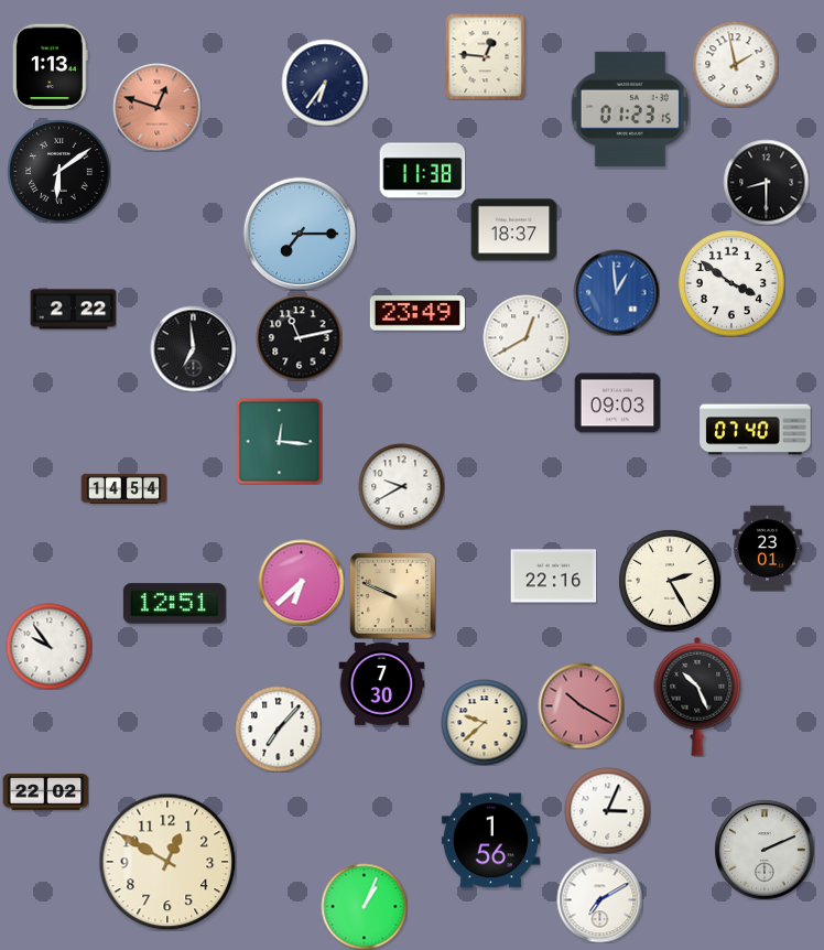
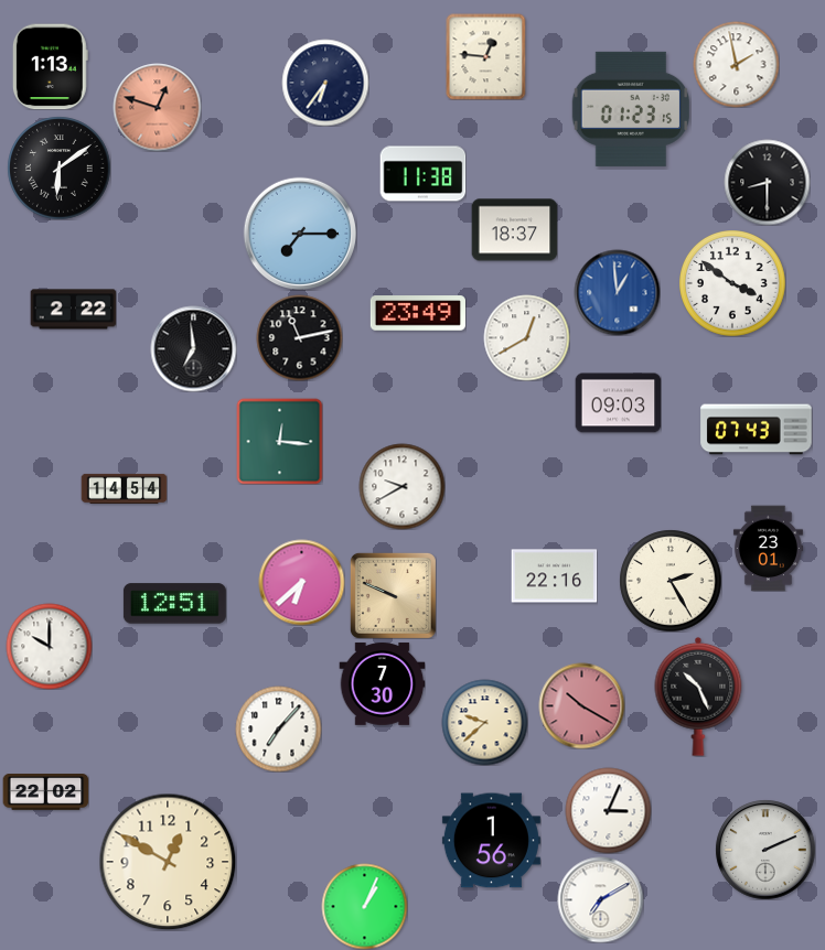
clock at (58, 171) position: (58, 171) -> (58, 168)
clock at (422, 171) position: (422, 171) -> (422, 174)
clock at (756, 430): 07:40 -> 07:43
clock at (48, 646): 9:54 -> 10:00
